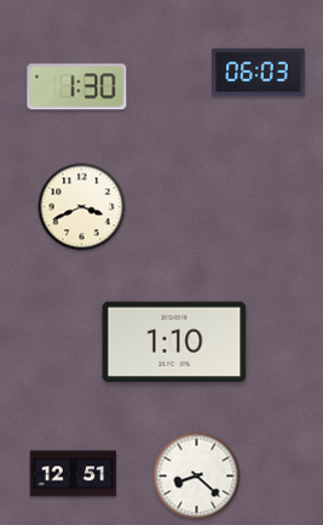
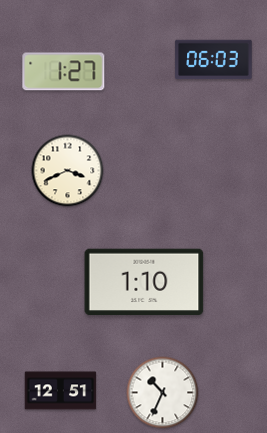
clock at (77, 87): 1:30 -> 1:27
clock at (197, 477): 8:22 -> 10:34
